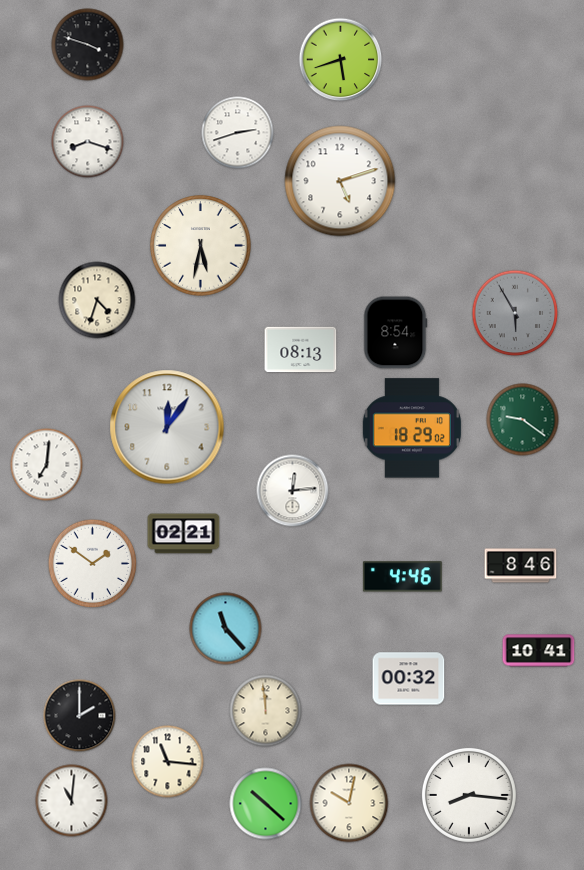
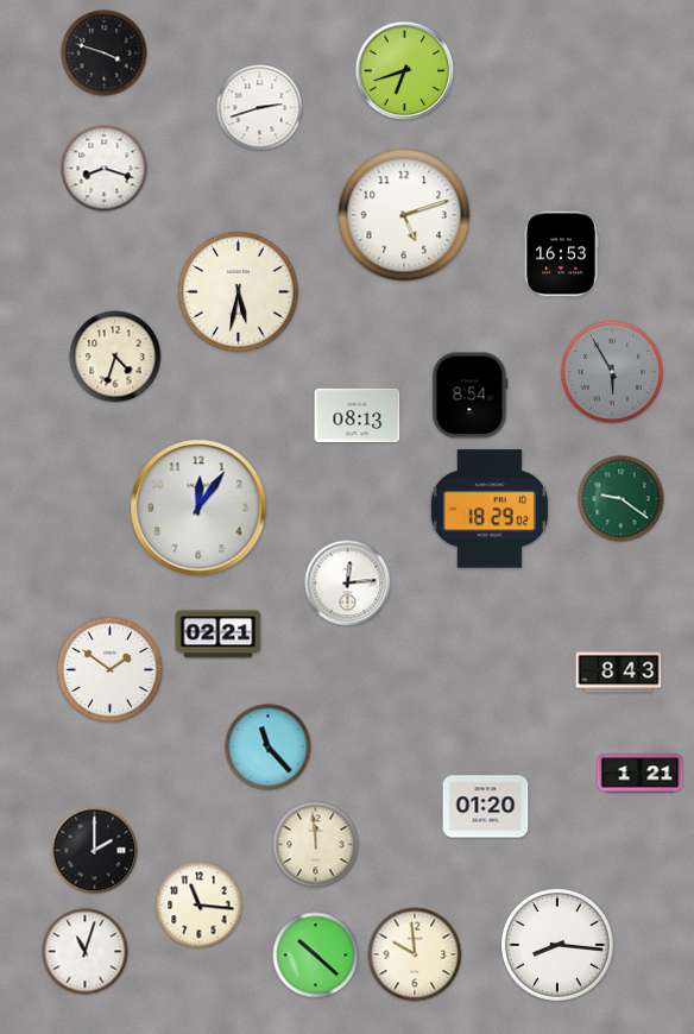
clock at (341, 60): 5:42 -> 6:42
clock at (238, 133) position: (238, 133) -> (260, 108)
clock at (561, 254): none -> 16:53
clock at (47, 465): 7:01 -> none
clock at (521, 566): 8:46 -> 8:43
clock at (402, 577): 4:46 -> none
clock at (539, 651): 10:41 -> 1:21
clock at (409, 679): 00:32 -> 01:20
clock at (72, 801): 11:01 -> 11:03
clock at (349, 803): 10:02 -> 9:59
